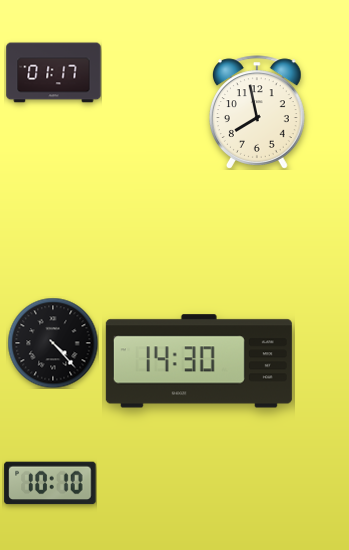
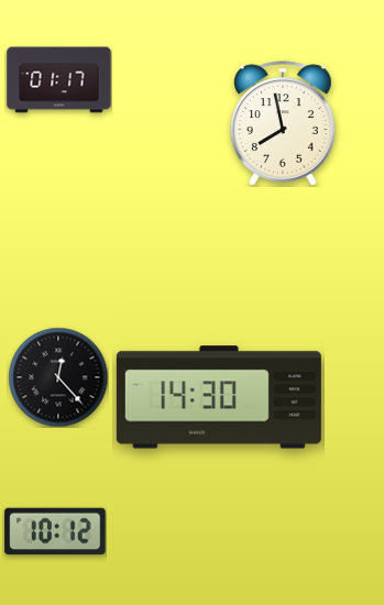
clock at (53, 343): 4:23 -> 12:23
clock at (50, 483): 10:10 -> 10:12
